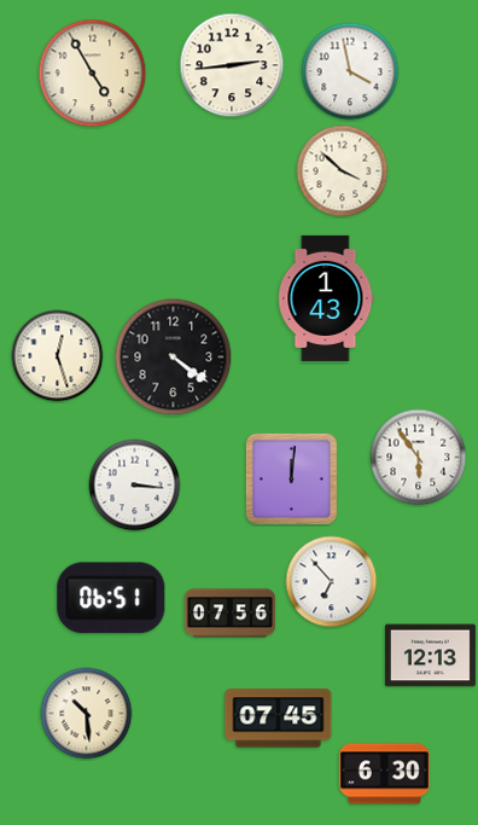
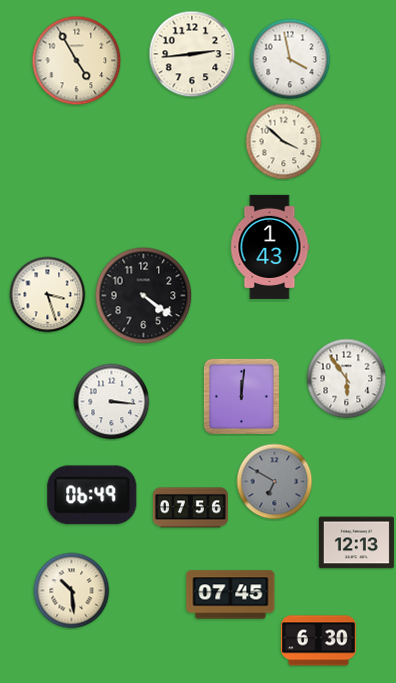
clock at (58, 356): 12:27 -> 3:27
clock at (332, 582): 6:53 -> 6:50
clock at (332, 582) dial: white -> grey
clock at (111, 598): 06:51 -> 06:49
